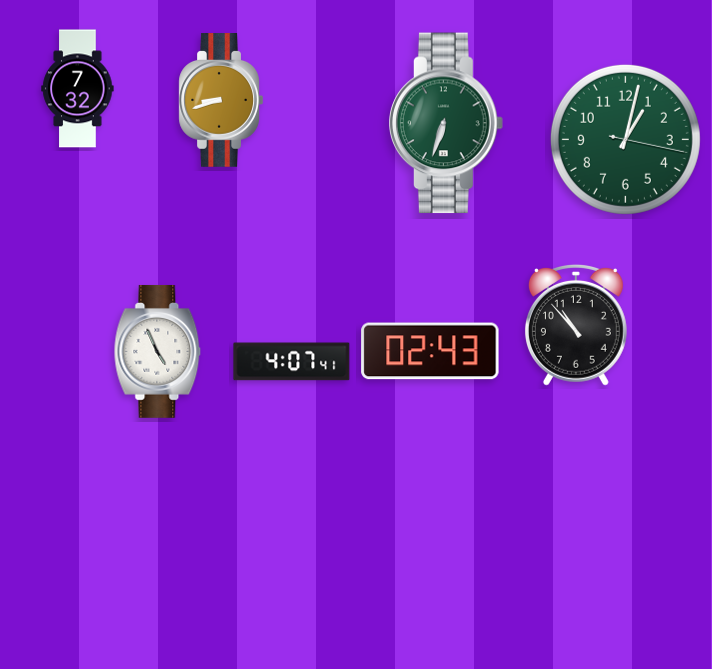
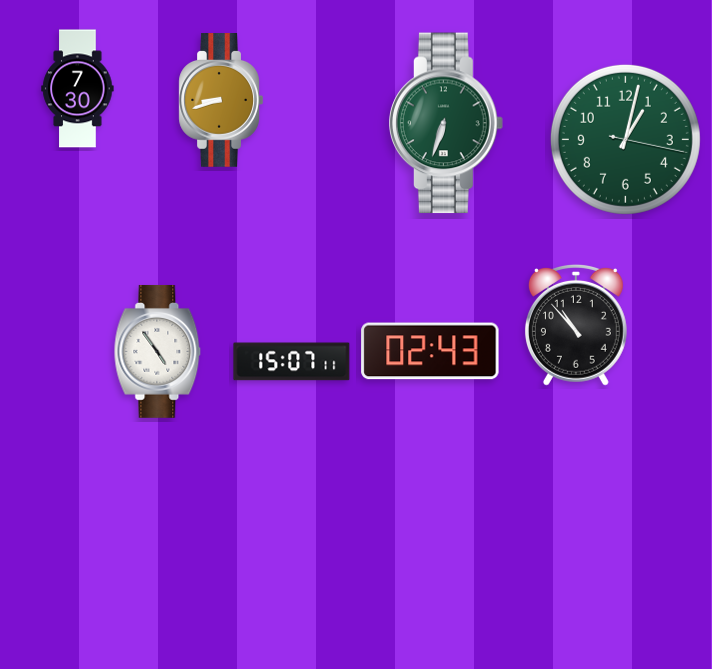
clock at (78, 89): 7:32 -> 7:30
clock at (158, 351): 4:56 -> 4:54
clock at (292, 362): 4:07 -> 15:07
